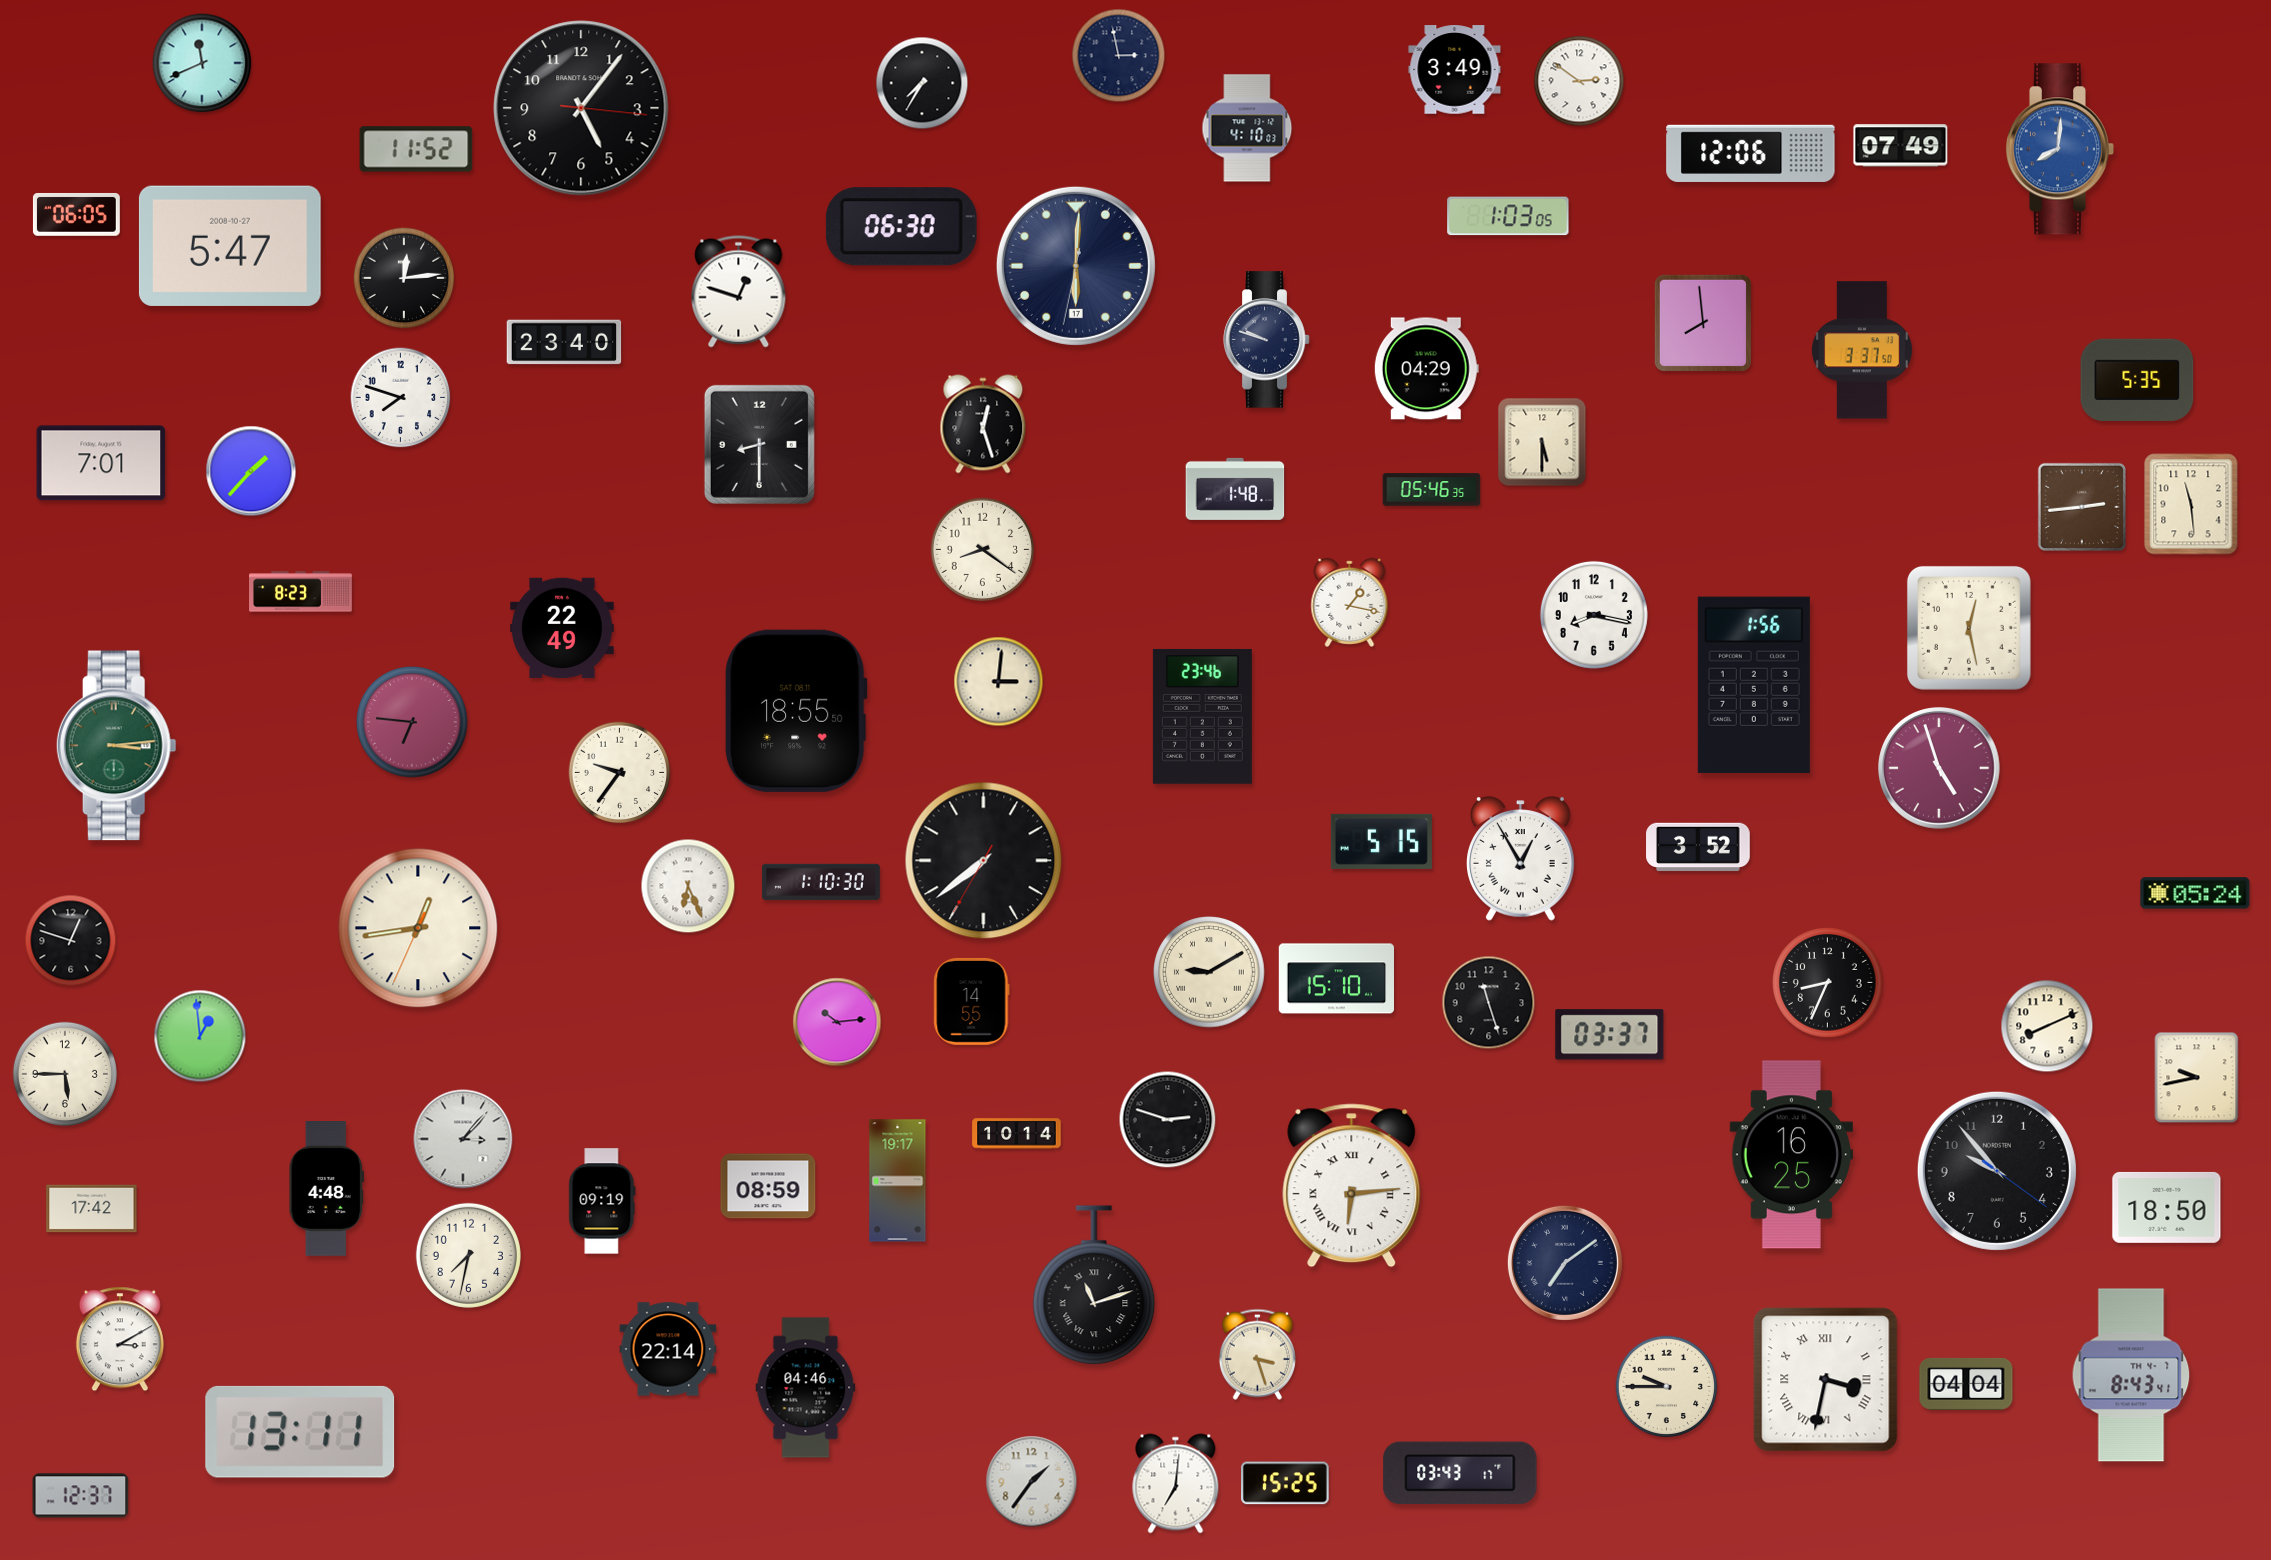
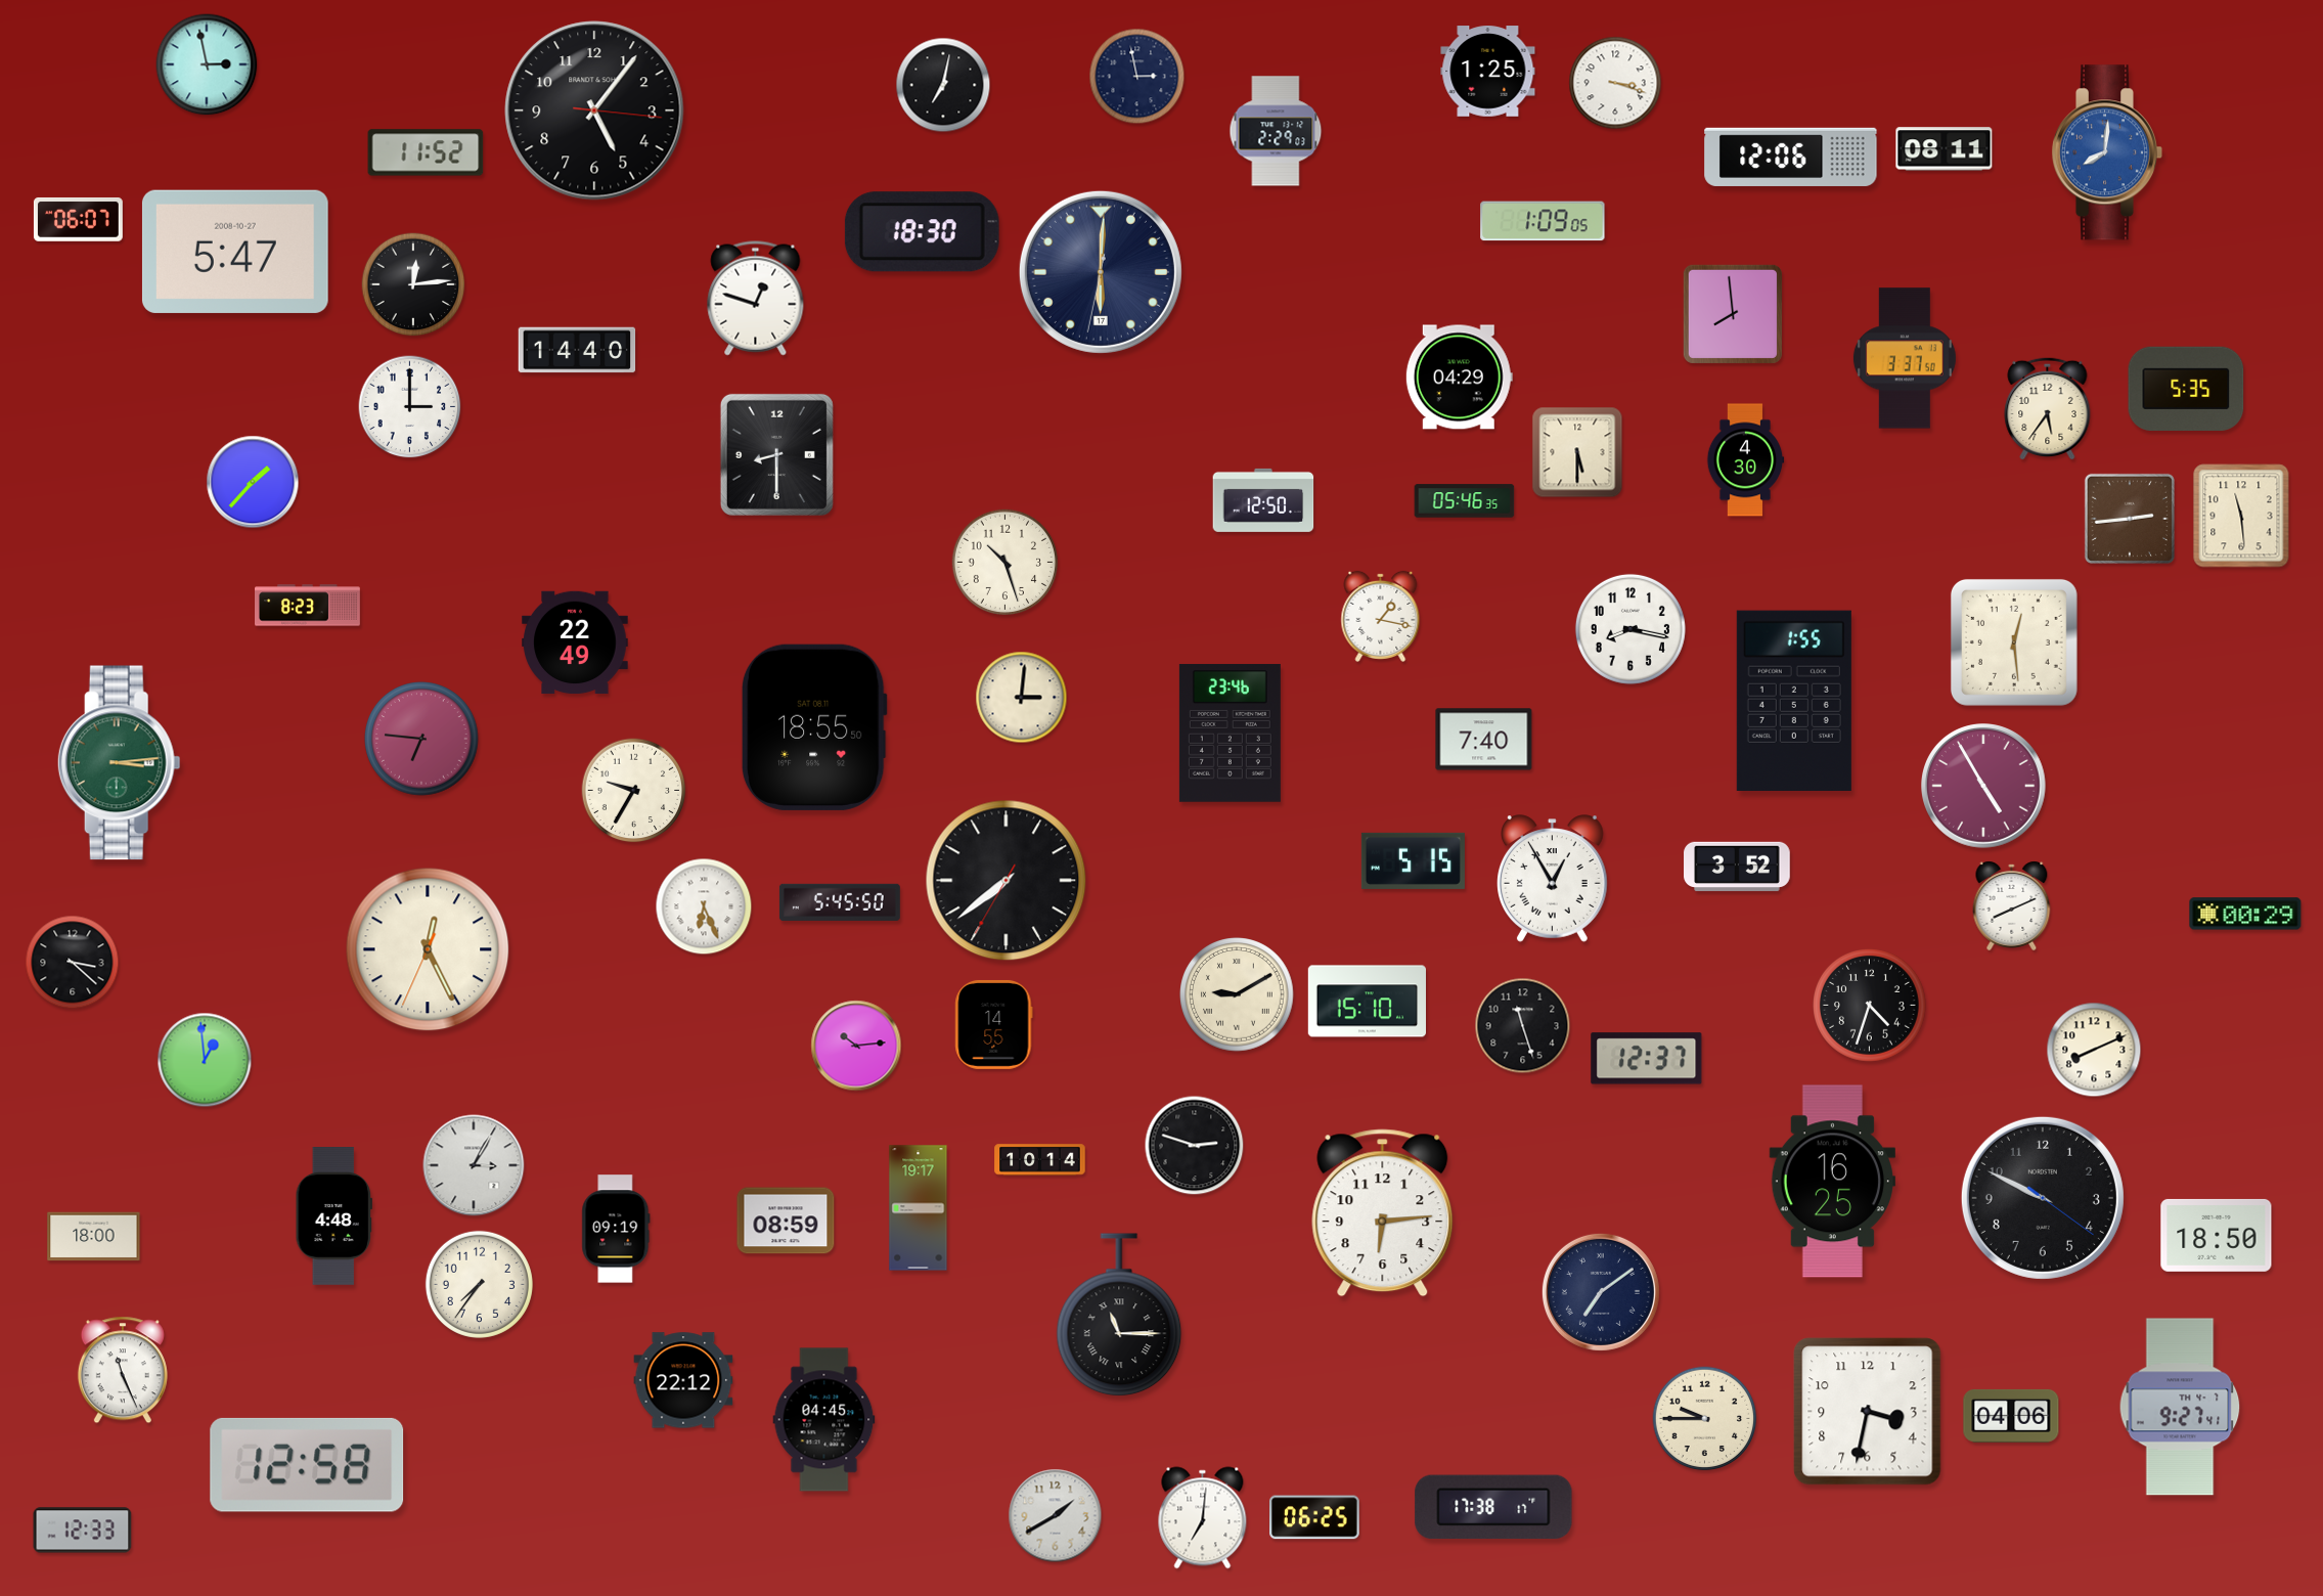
clock at (1119, 56) position: (1119, 56) -> (1137, 77)
clock at (202, 63): 11:41 -> 2:58
clock at (1455, 70): 3:49 -> 1:25
clock at (1579, 81): 2:51 -> 3:18
clock at (922, 83): 7:35 -> 7:02
clock at (1247, 128): 4:10 -> 2:29
clock at (1901, 146): 07:49 -> 08:11
clock at (76, 214): 06:05 -> 06:07
clock at (1508, 216): 1:03 -> 1:09
clock at (901, 227): 06:30 -> 18:30
clock at (1703, 323) position: (1703, 323) -> (1733, 314)
clock at (1267, 340): 9:48 -> none
clock at (564, 342): 23:40 -> 14:40
clock at (401, 398): 7:48 -> 3:00
clock at (2048, 408): none -> 5:36
clock at (983, 424): 12:27 -> none
clock at (1745, 460): none -> 4:30
clock at (101, 463): 7:01 -> none
clock at (251, 471) position: (251, 471) -> (253, 482)
clock at (1235, 489): 1:48 -> 12:50
clock at (982, 549): 8:21 -> 10:27
clock at (1969, 628): 12:28 -> 12:29
clock at (1754, 684): 1:56 -> 1:55
clock at (1484, 740): none -> 7:40
clock at (1940, 769): 4:57 -> 4:55
clock at (620, 773): 9:36 -> 9:35
clock at (1521, 859) position: (1521, 859) -> (1553, 879)
clock at (821, 882): 1:10 -> 5:45
clock at (2012, 905): none -> 8:11
clock at (2195, 893): 05:24 -> 00:29
clock at (418, 928): 12:43 -> 12:25
clock at (71, 941): 12:48 -> 3:22
clock at (1828, 983): 8:34 -> 4:33
clock at (1610, 1035): 03:37 -> 12:37
clock at (65, 1074): 5:45 -> none
clock at (2197, 1078): 9:43 -> none
clock at (463, 1139): 3:07 -> 3:05
clock at (1997, 1171): 9:53 -> 9:49
clock at (768, 1186) position: (768, 1186) -> (786, 1221)
clock at (1352, 1186) numerals: Roman -> Arabic
clock at (92, 1209): 17:42 -> 18:00
clock at (468, 1255): 7:32 -> 7:36
clock at (1094, 1286): 11:12 -> 11:15
clock at (120, 1339): 3:10 -> 11:26
clock at (668, 1349): 22:14 -> 22:12
clock at (1257, 1354): 3:27 -> none
clock at (2131, 1375): 8:43 -> 9:27
clock at (1826, 1380) numerals: Roman -> Arabic
clock at (1966, 1384): 04:04 -> 04:06
clock at (806, 1388): 04:46 -> 04:45
clock at (300, 1432): 13:11 -> 12:58
clock at (1460, 1473): 03:43 -> 17:38
clock at (1032, 1482): 1:36 -> 1:40
clock at (1286, 1483): 15:25 -> 06:25
clock at (81, 1496): 12:37 -> 12:33
